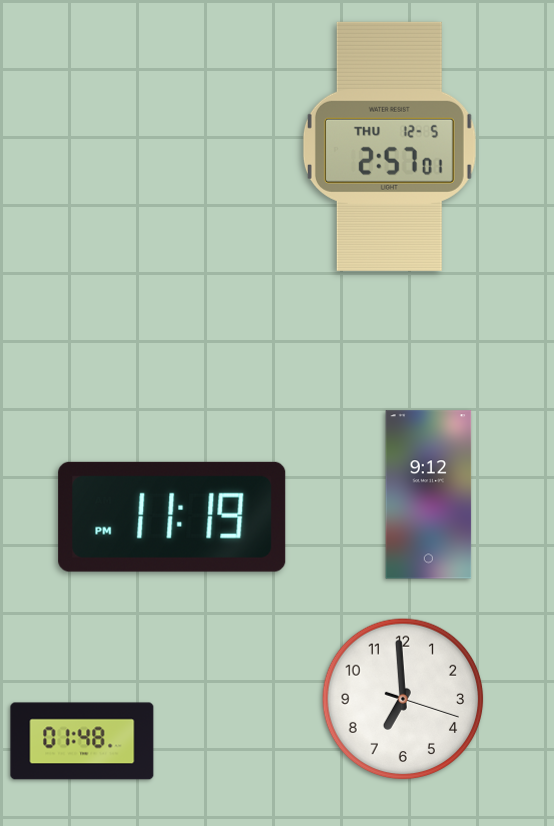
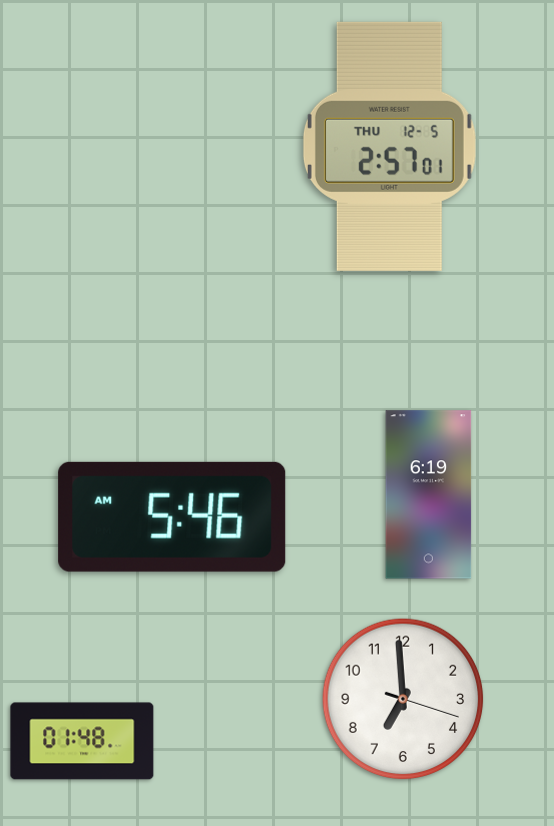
clock at (429, 495): 9:12 -> 6:19
clock at (172, 517): 11:19 -> 5:46
